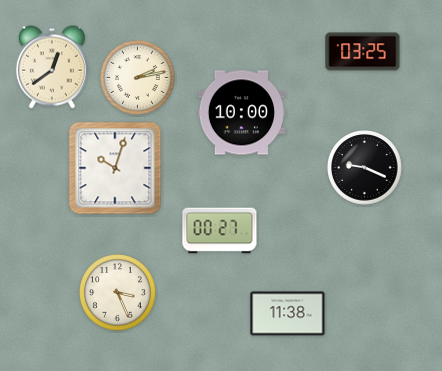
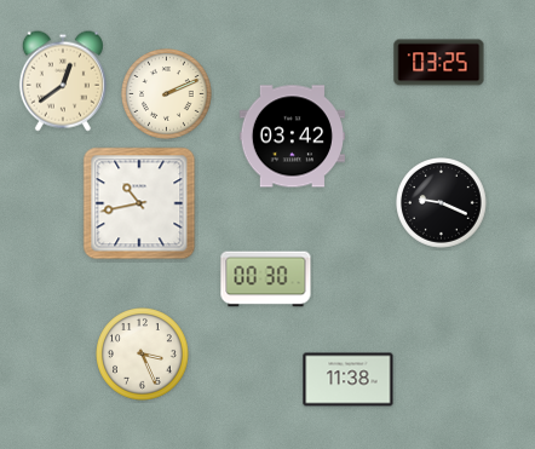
clock at (138, 78): 2:13 -> 2:11
clock at (241, 113): 10:00 -> 03:42
clock at (115, 168): 10:03 -> 10:43
clock at (220, 231): 00:27 -> 00:30
